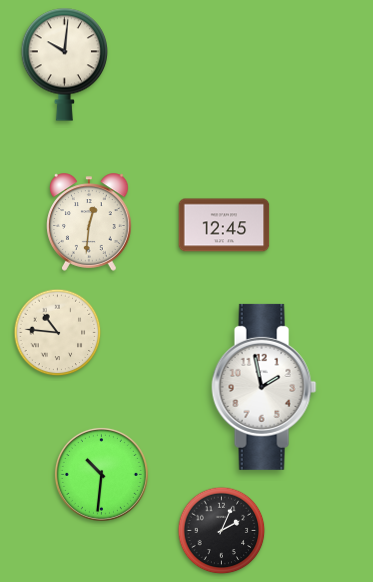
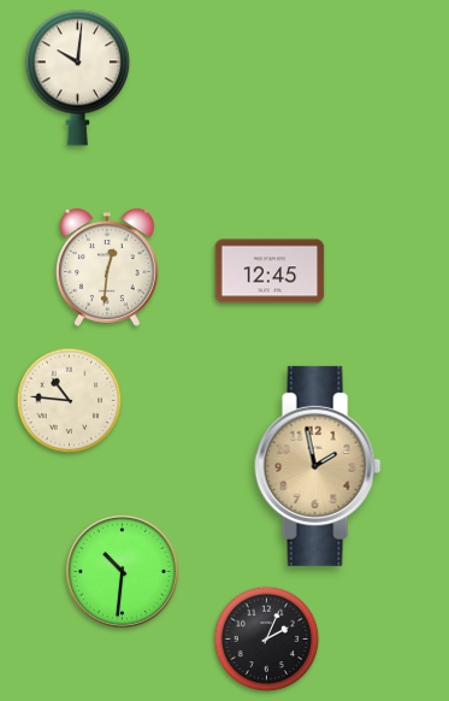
clock at (264, 387) dial: white -> champagne
